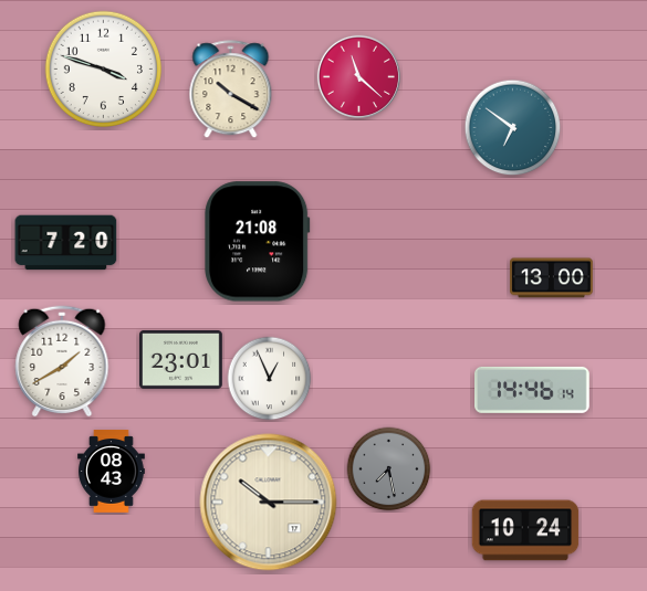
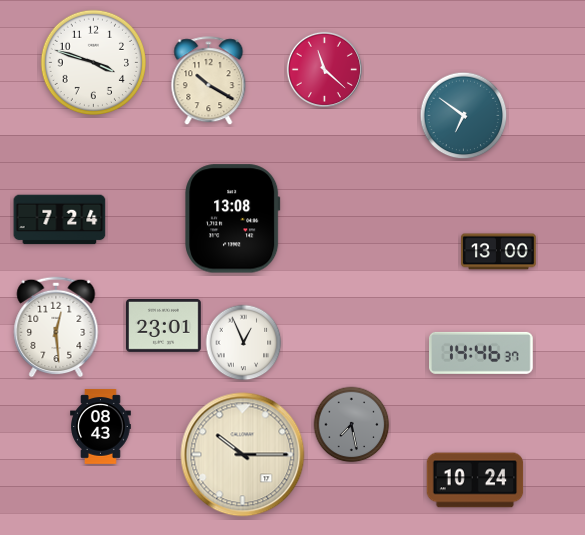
clock at (258, 242): 21:08 -> 13:08
clock at (66, 243): 7:20 -> 7:24
clock at (62, 361): 1:40 -> 12:29
clock at (533, 390): 14:46:14 -> 14:46:37
